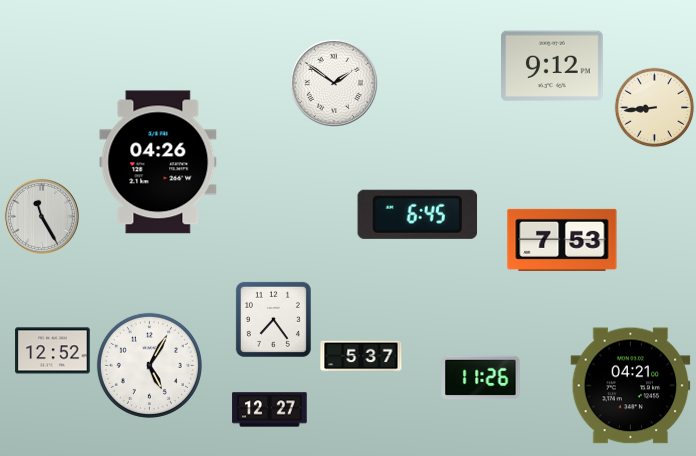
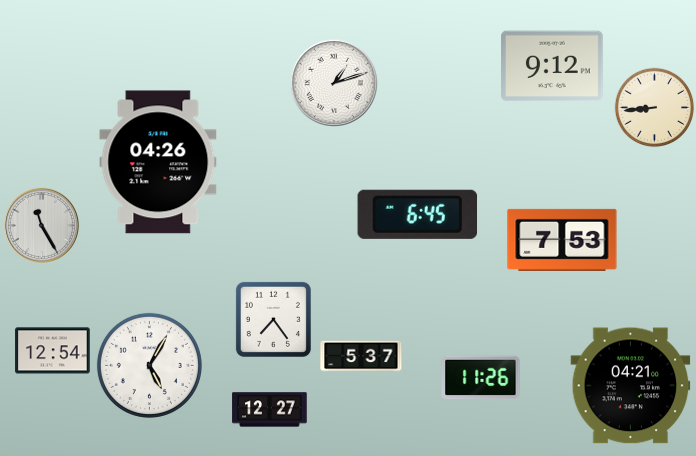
clock at (334, 83): 1:51 -> 1:12
clock at (41, 216) position: (41, 216) -> (41, 225)
clock at (53, 351): 12:52 -> 12:54
